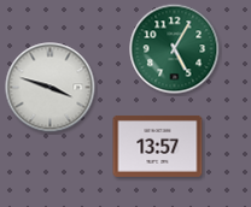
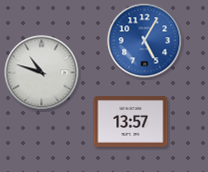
clock at (175, 49) dial: green -> blue
clock at (51, 88): 3:48 -> 10:48
